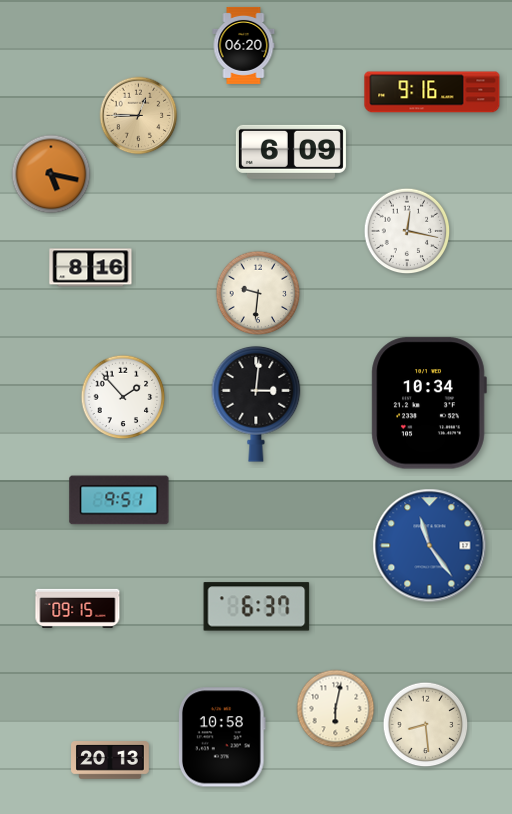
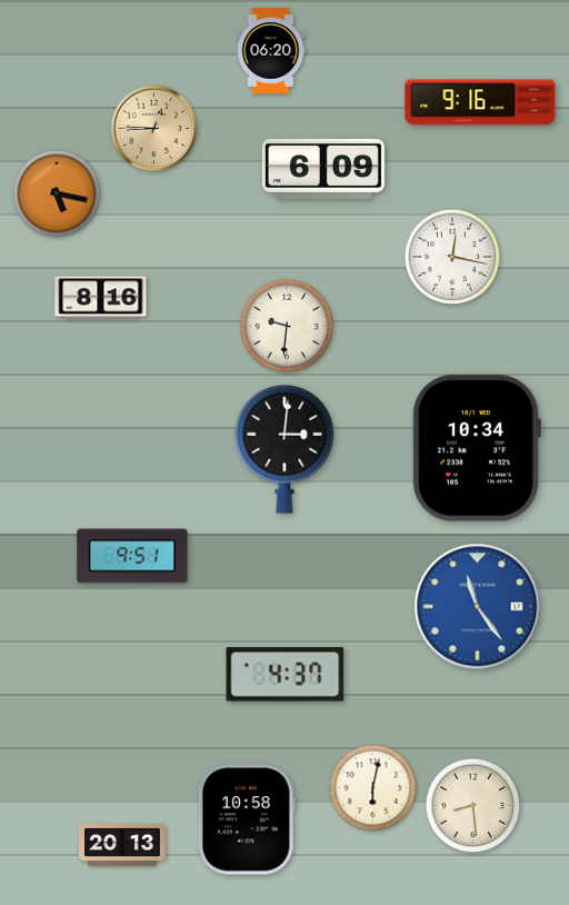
clock at (123, 397): 1:53 -> none
clock at (257, 607): 6:37 -> 4:37
clock at (78, 608): 09:15 -> none
